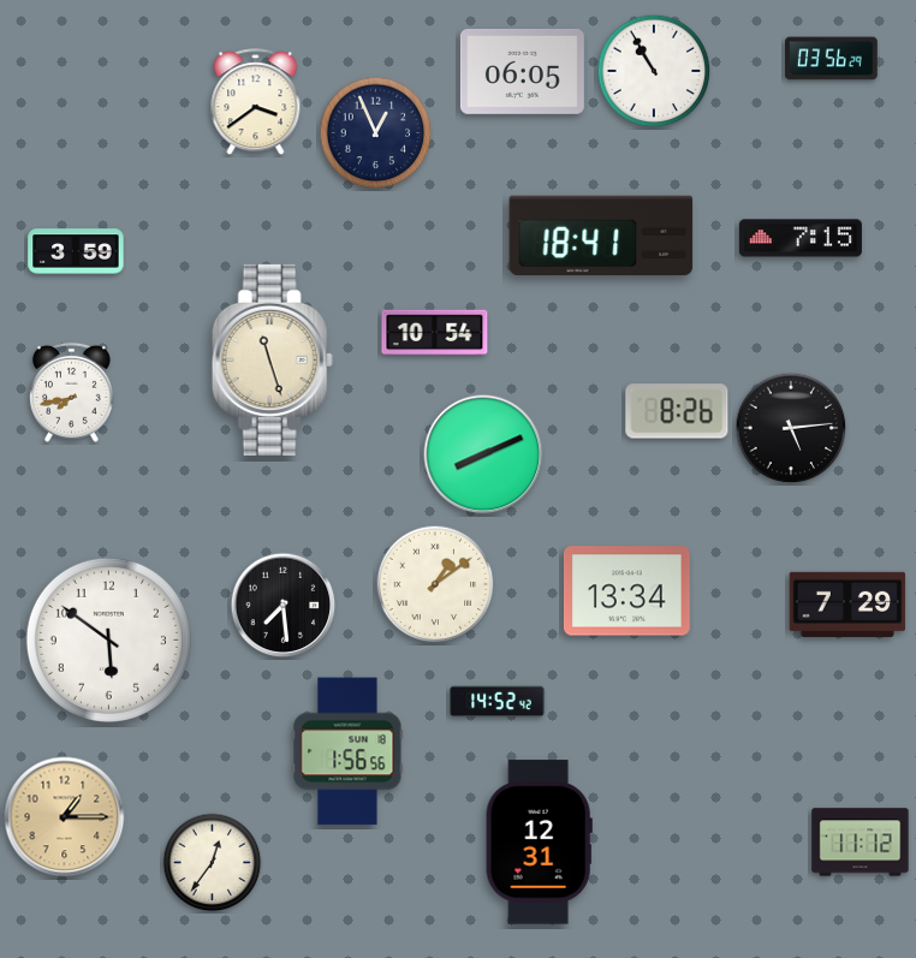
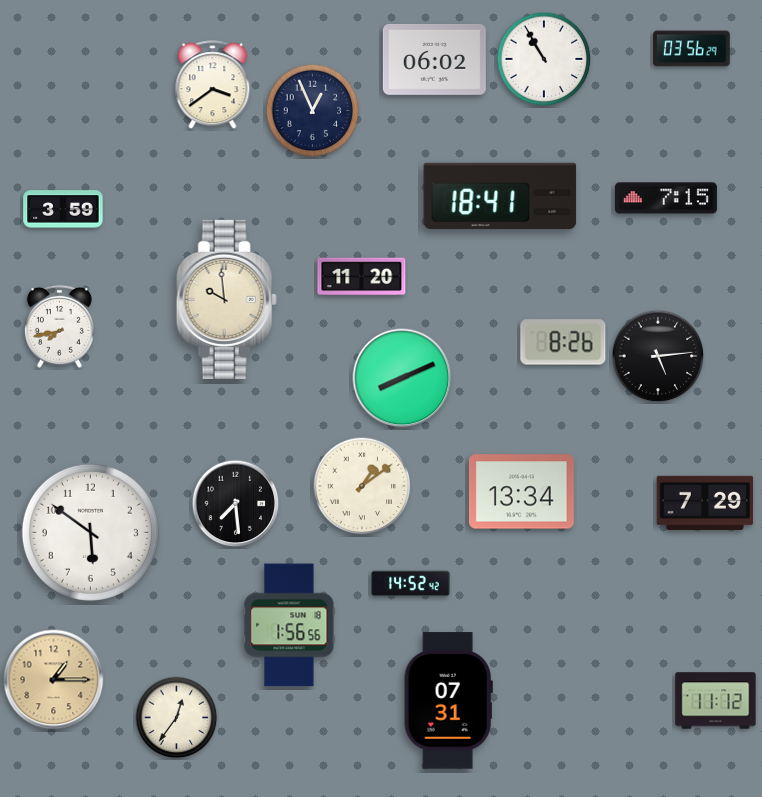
clock at (522, 71): 06:05 -> 06:02
clock at (435, 333): 10:54 -> 11:20
clock at (272, 359): 11:27 -> 9:59
clock at (498, 702) position: (498, 702) -> (411, 584)
clock at (539, 843): 12:31 -> 07:31
